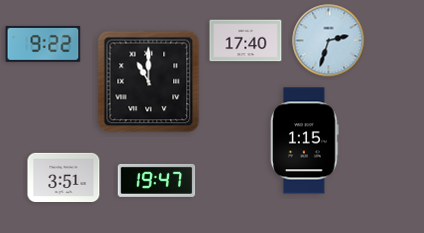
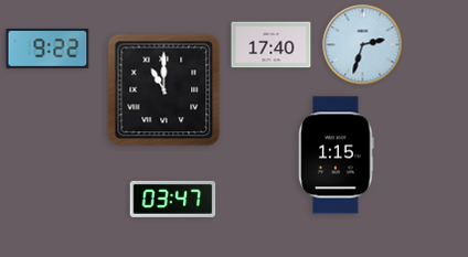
clock at (64, 177): 3:51 -> none
clock at (157, 180): 19:47 -> 03:47
